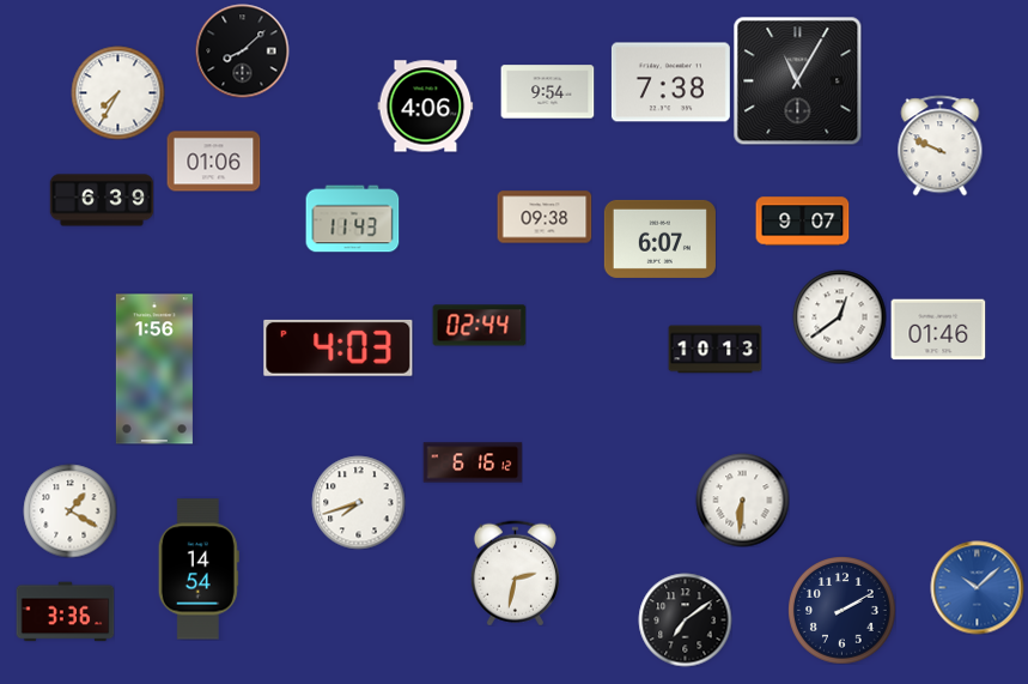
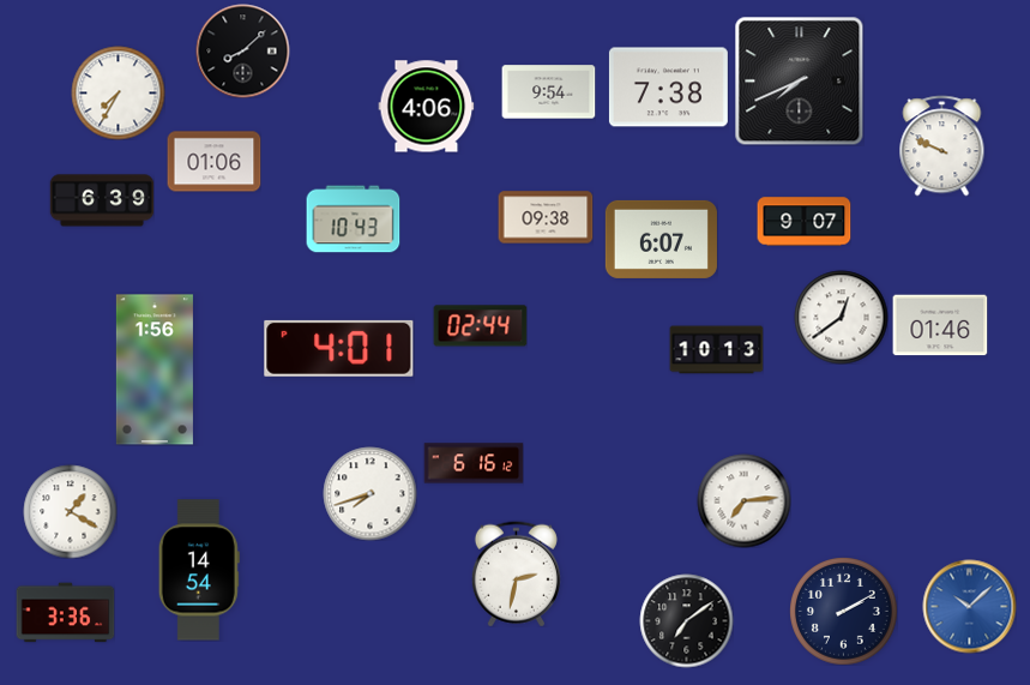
clock at (797, 80): 11:05 -> 7:41
clock at (670, 83) position: (670, 83) -> (668, 88)
clock at (352, 219): 11:43 -> 10:43
clock at (938, 329) position: (938, 329) -> (940, 325)
clock at (339, 347): 4:03 -> 4:01
clock at (742, 500): 6:31 -> 7:14
clock at (358, 502) position: (358, 502) -> (369, 493)
clock at (977, 587) position: (977, 587) -> (969, 606)
